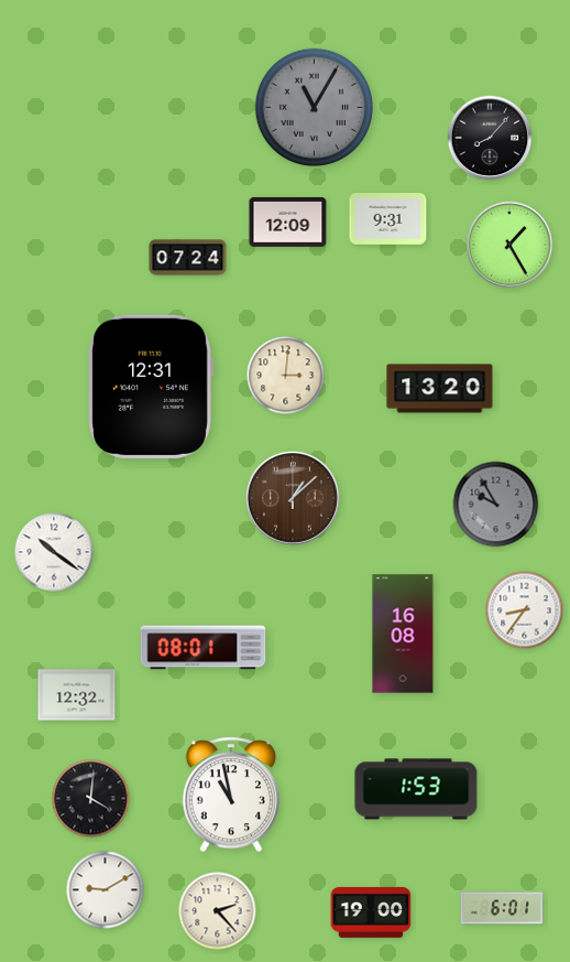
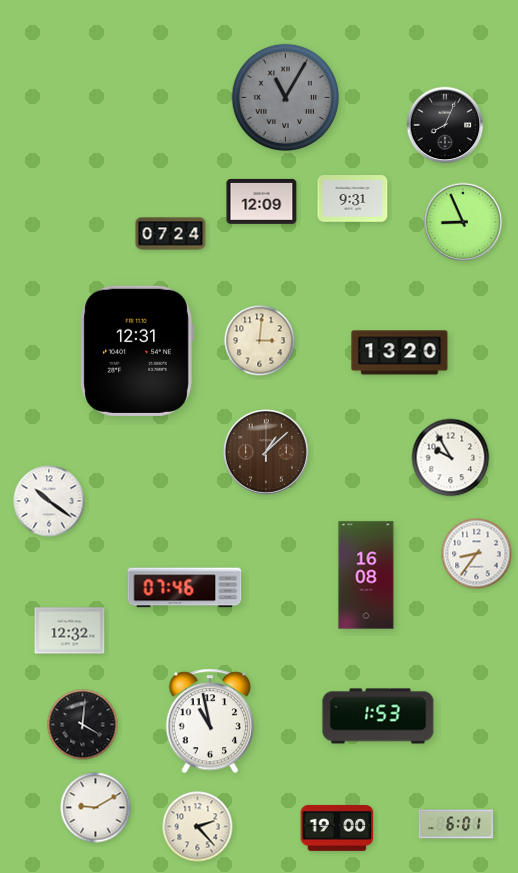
clock at (490, 138): 8:07 -> 8:04
clock at (509, 245): 1:25 -> 8:56
clock at (496, 505) dial: grey -> white
clock at (204, 648): 08:01 -> 07:46
